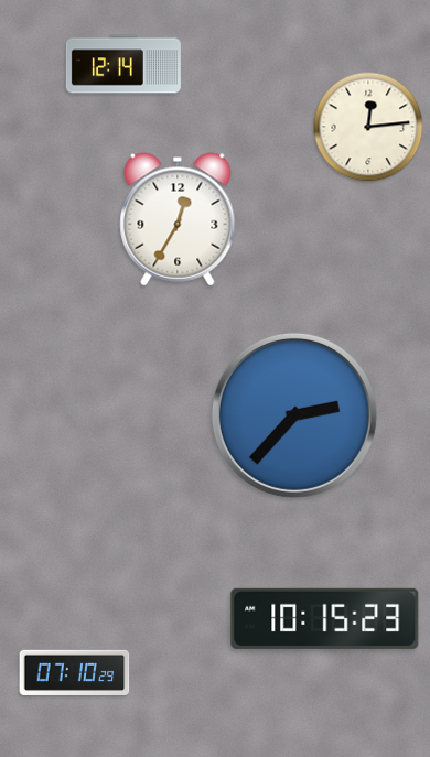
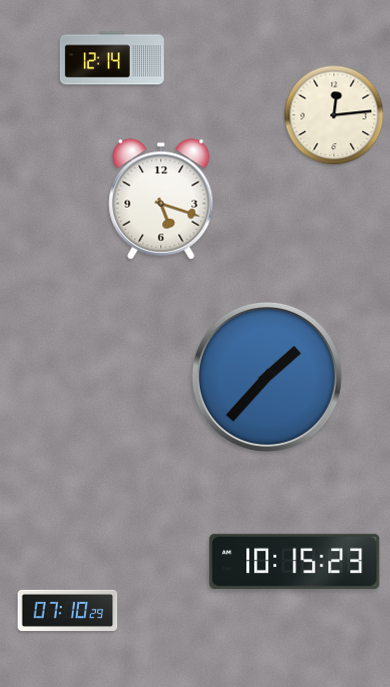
clock at (178, 219): 12:35 -> 5:18
clock at (294, 415): 2:37 -> 1:37
